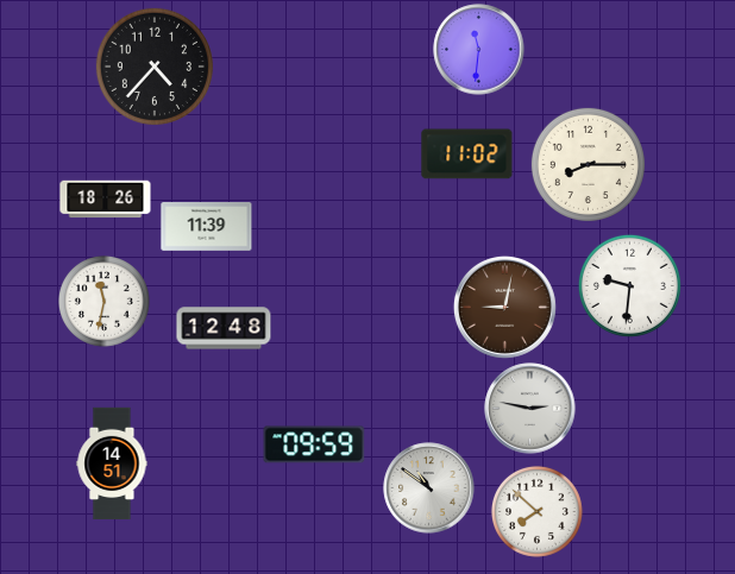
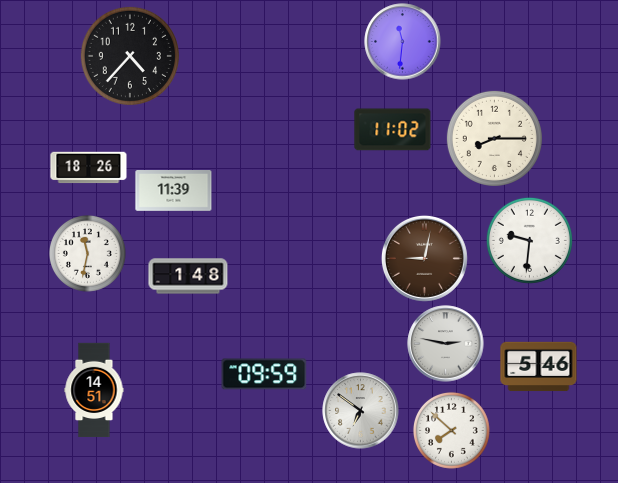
clock at (224, 328): 12:48 -> 1:48
clock at (539, 367): none -> 5:46
clock at (429, 488): 10:51 -> 6:51
